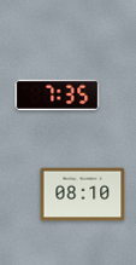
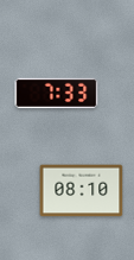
clock at (58, 94): 7:35 -> 7:33
